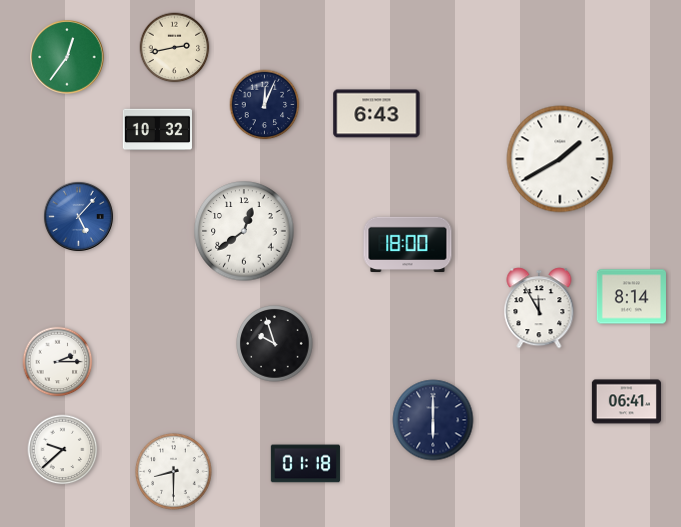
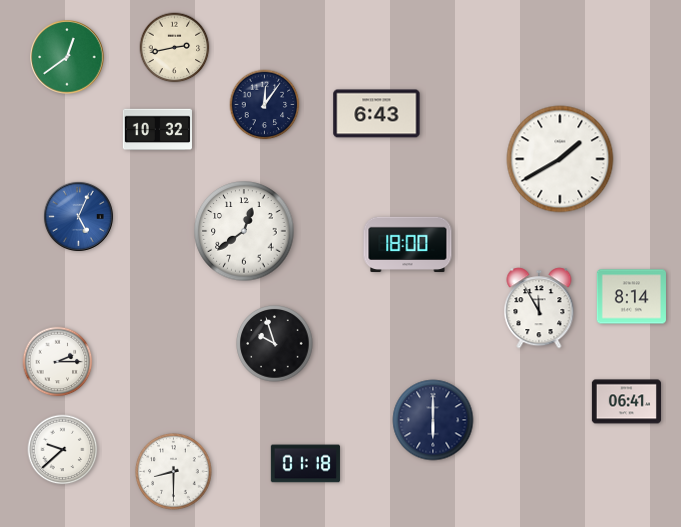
clock at (67, 57): 12:36 -> 12:39
clock at (265, 105): 12:04 -> 12:06
clock at (78, 216): 5:07 -> 5:04
